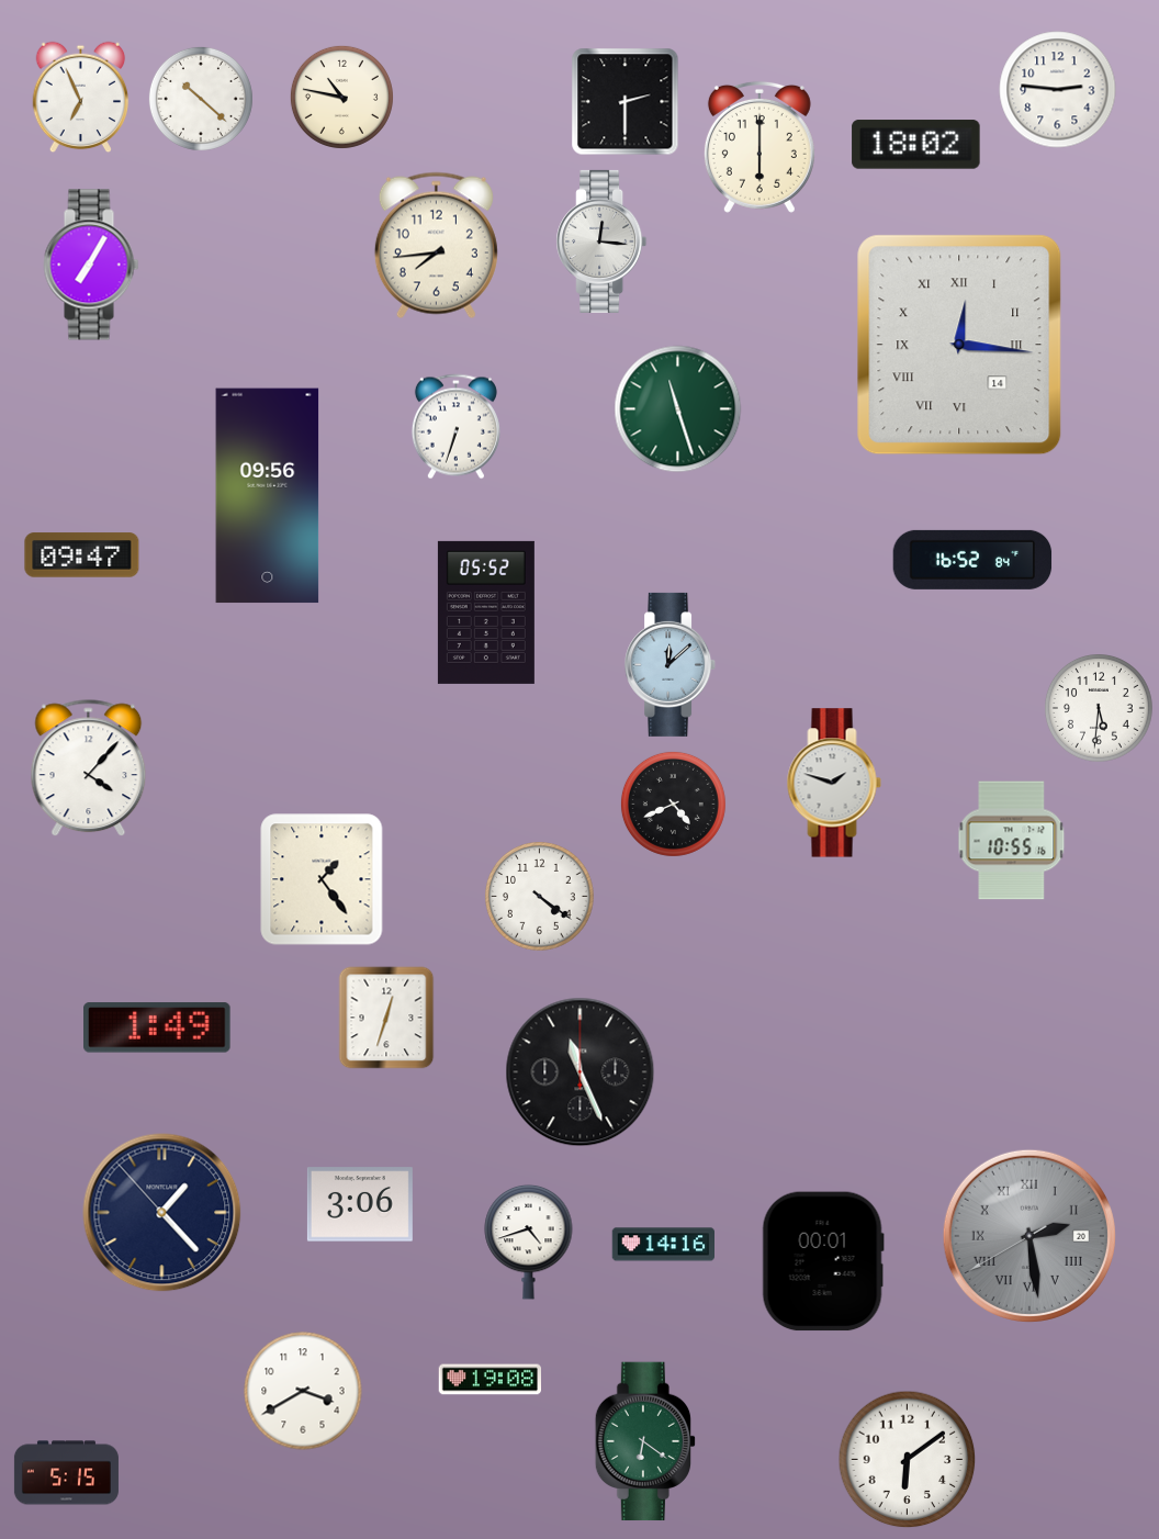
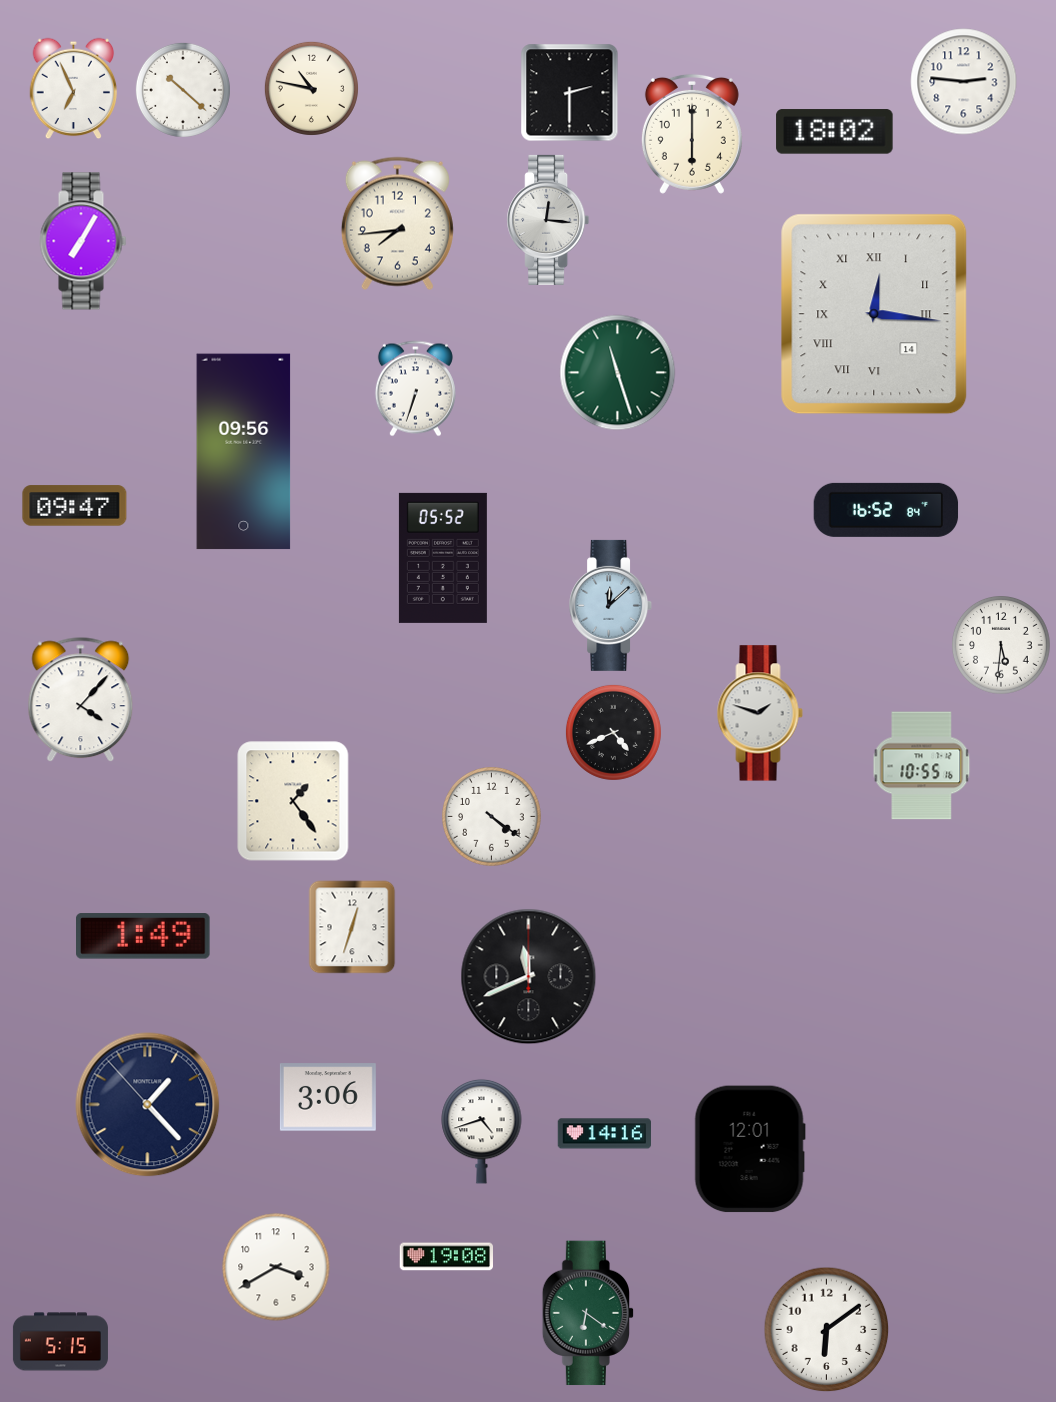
clock at (581, 1072): 11:26 -> 11:41
clock at (1029, 1236): 2:28 -> none
clock at (823, 1261): 00:01 -> 12:01
